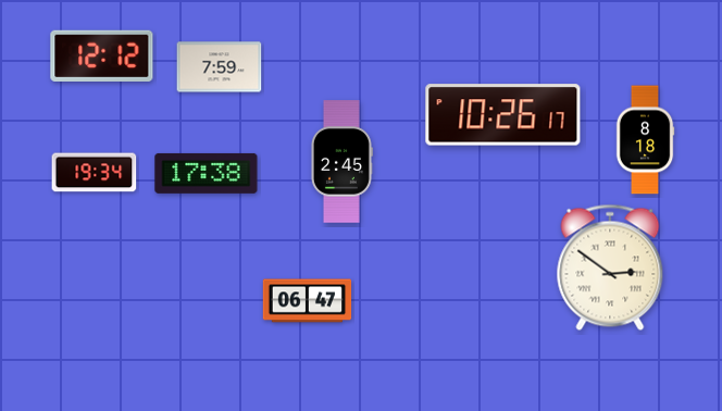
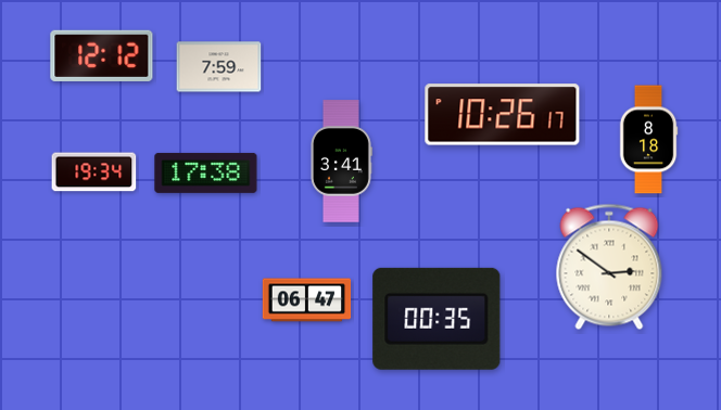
clock at (645, 140) position: (645, 140) -> (648, 140)
clock at (341, 162): 2:45 -> 3:41
clock at (437, 319): none -> 00:35
